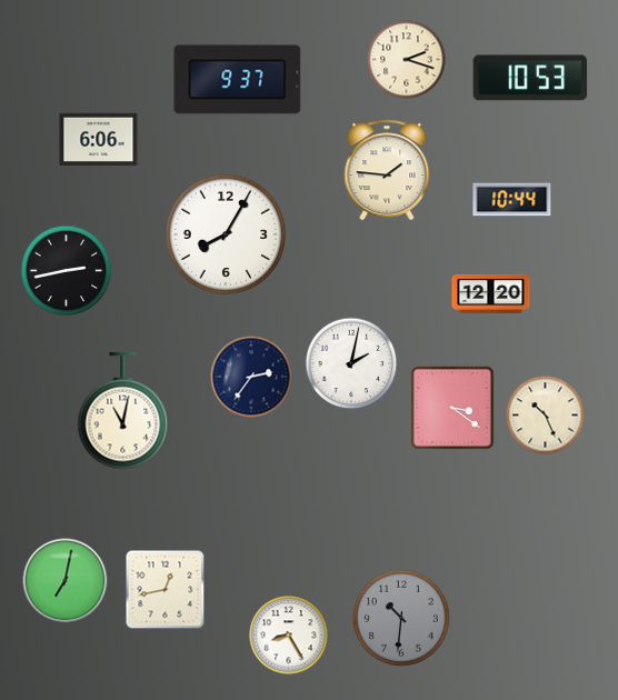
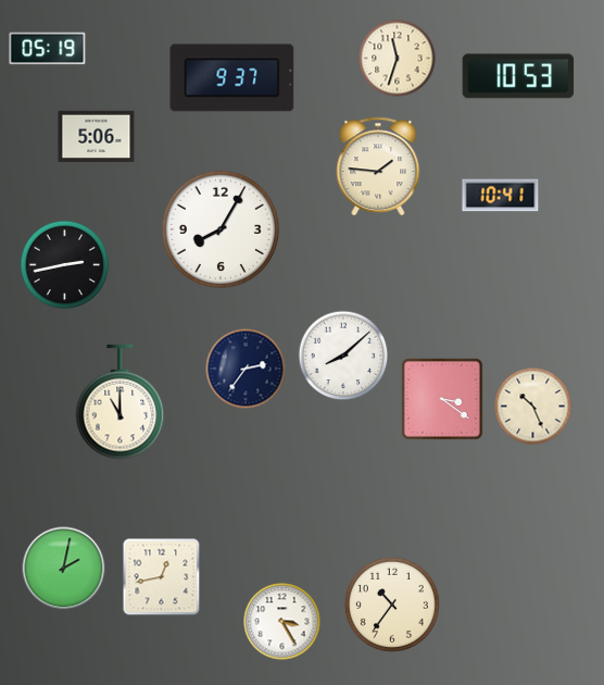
clock at (48, 49): none -> 05:19
clock at (407, 60): 2:18 -> 11:33
clock at (99, 140): 6:06 -> 5:06
clock at (512, 200): 10:44 -> 10:41
clock at (491, 293): 12:20 -> none
clock at (351, 363): 2:02 -> 8:08
clock at (123, 411): 11:02 -> 11:00
clock at (66, 581): 7:02 -> 2:02
clock at (401, 618): 10:31 -> 10:36
clock at (401, 618) dial: grey -> cream
clock at (289, 636): 8:25 -> 3:25
